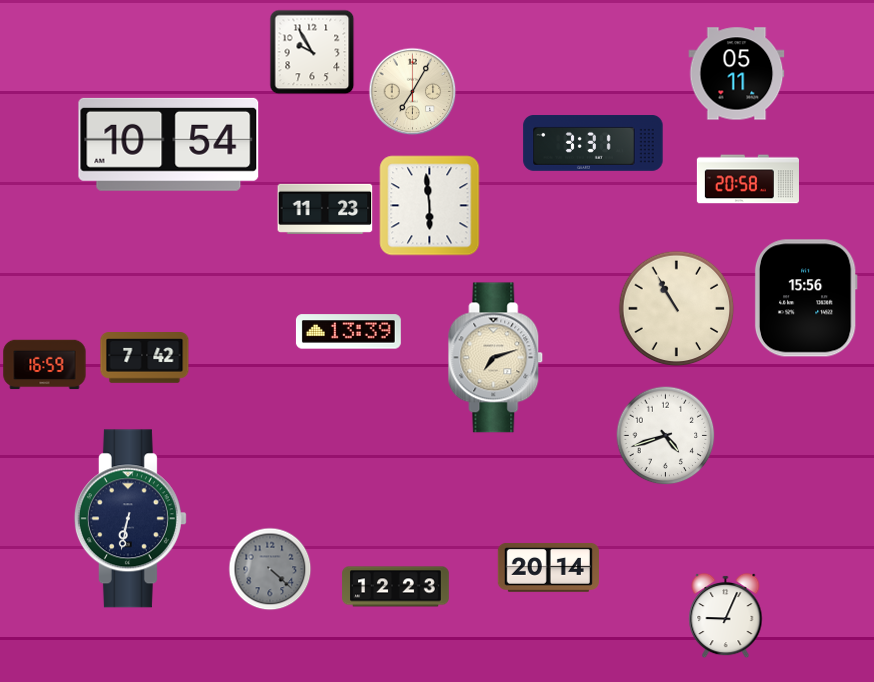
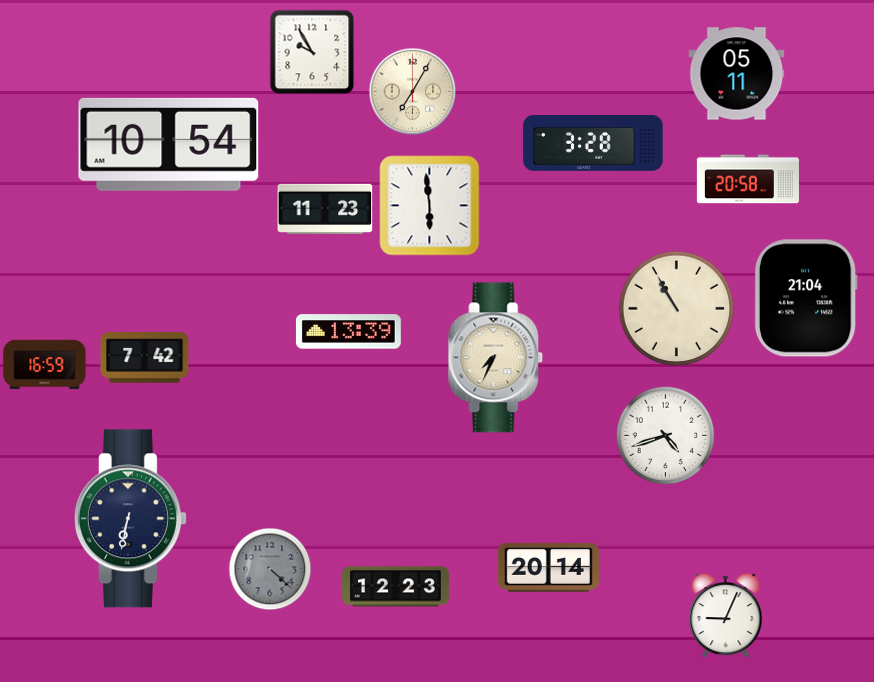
clock at (593, 144): 3:31 -> 3:28
clock at (806, 298): 15:56 -> 21:04
clock at (496, 358): 7:12 -> 7:34
